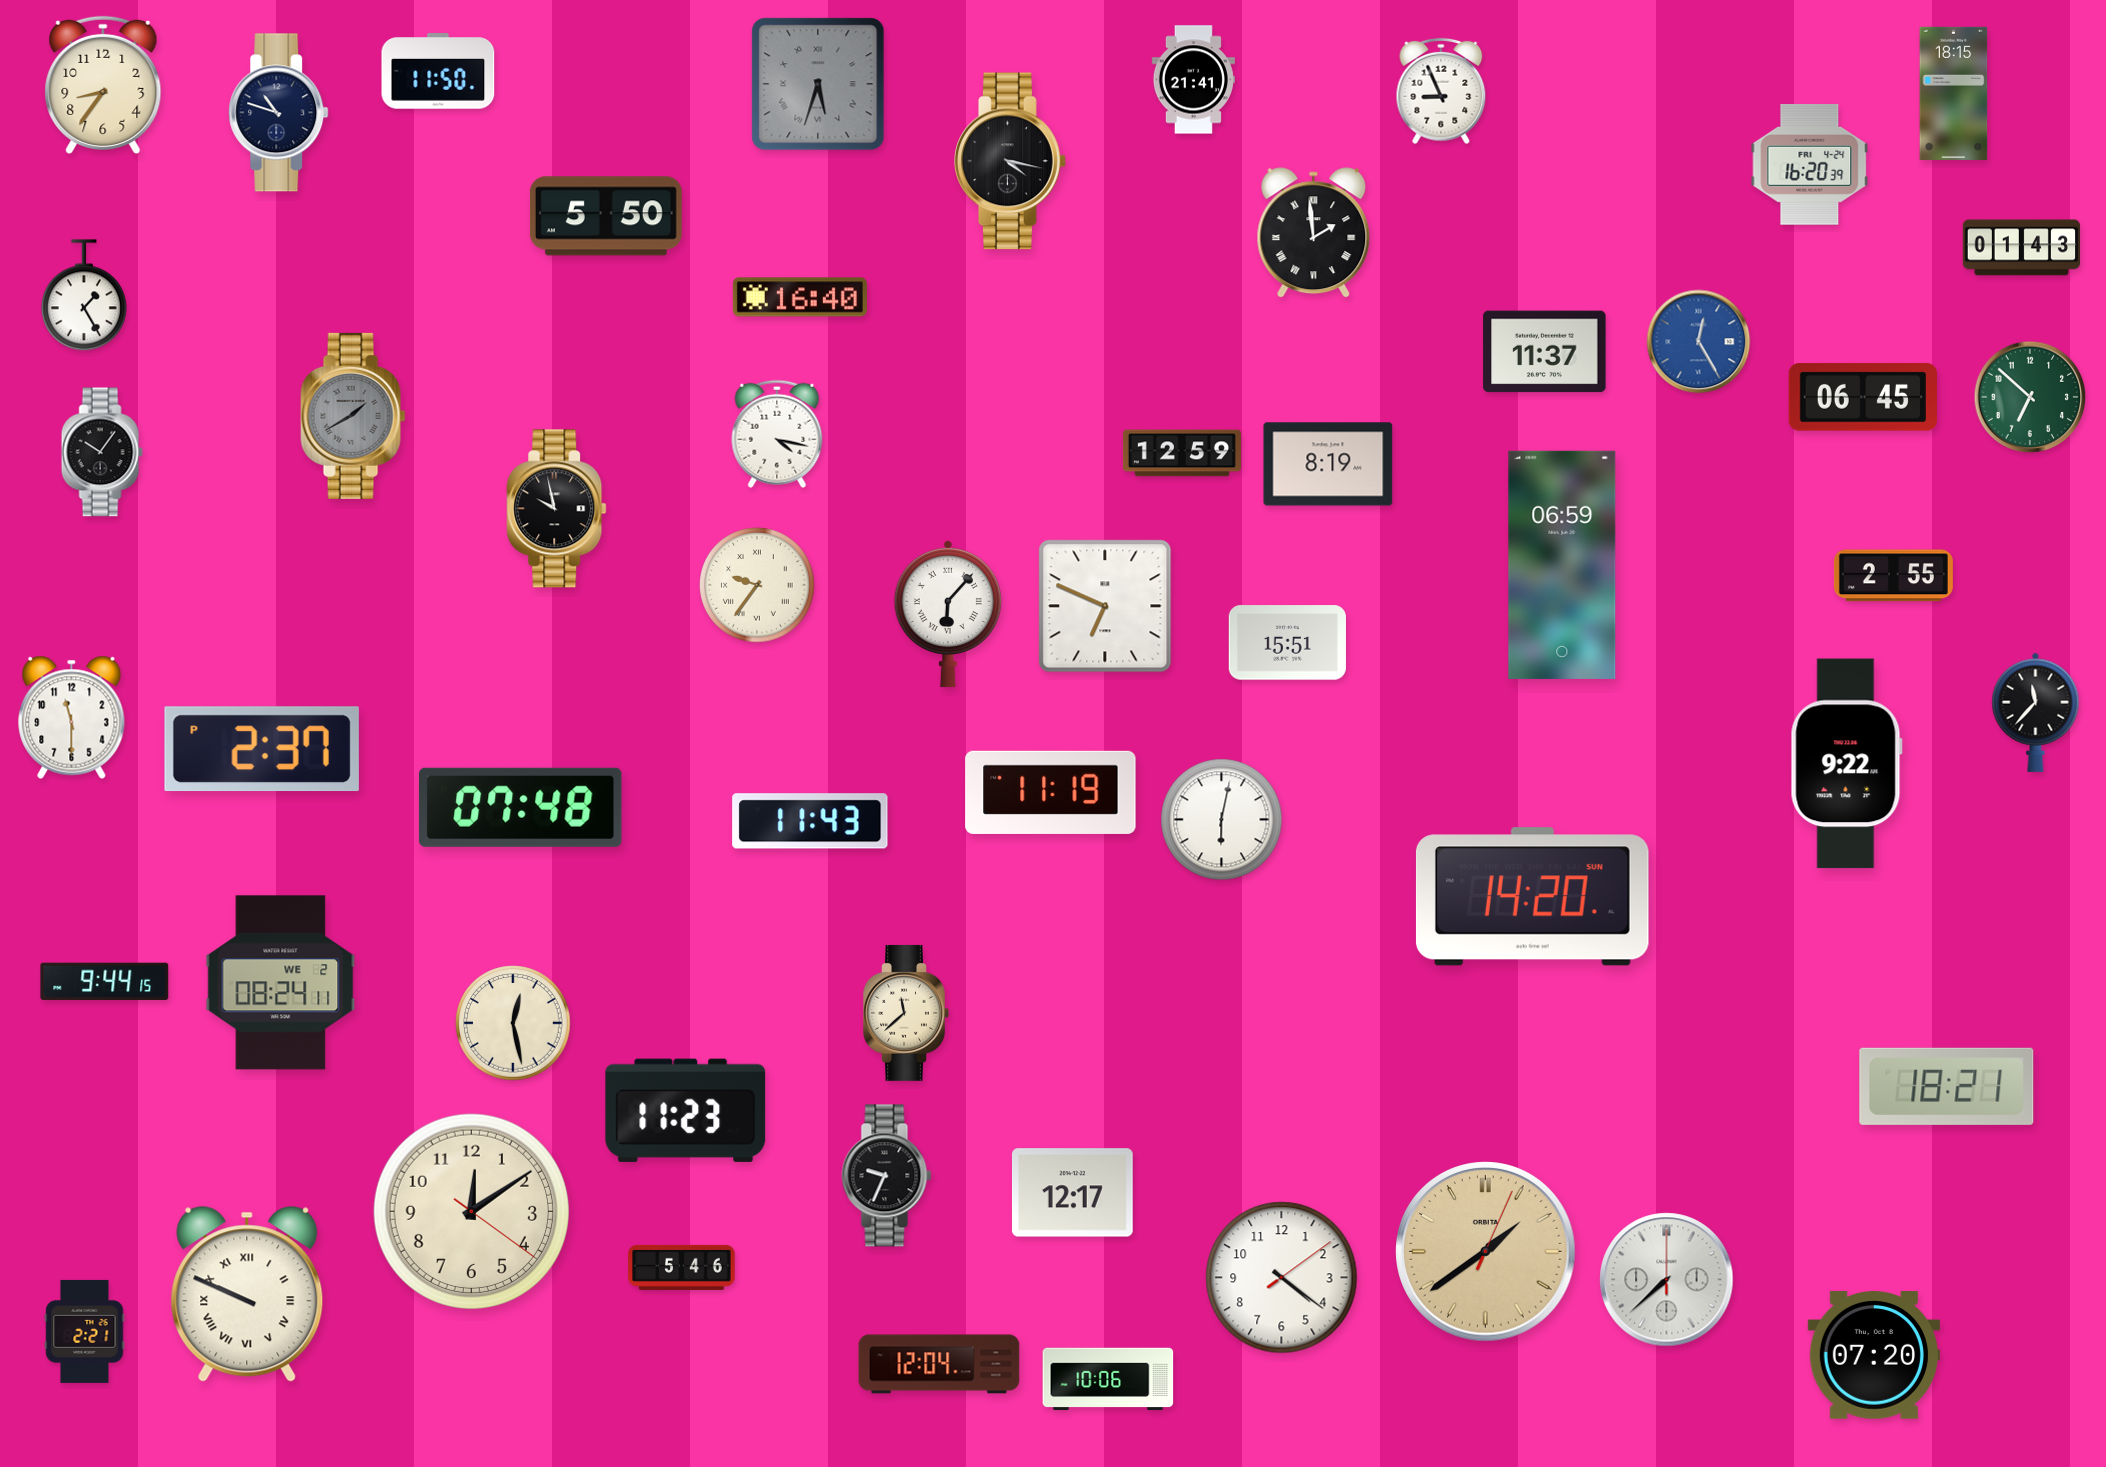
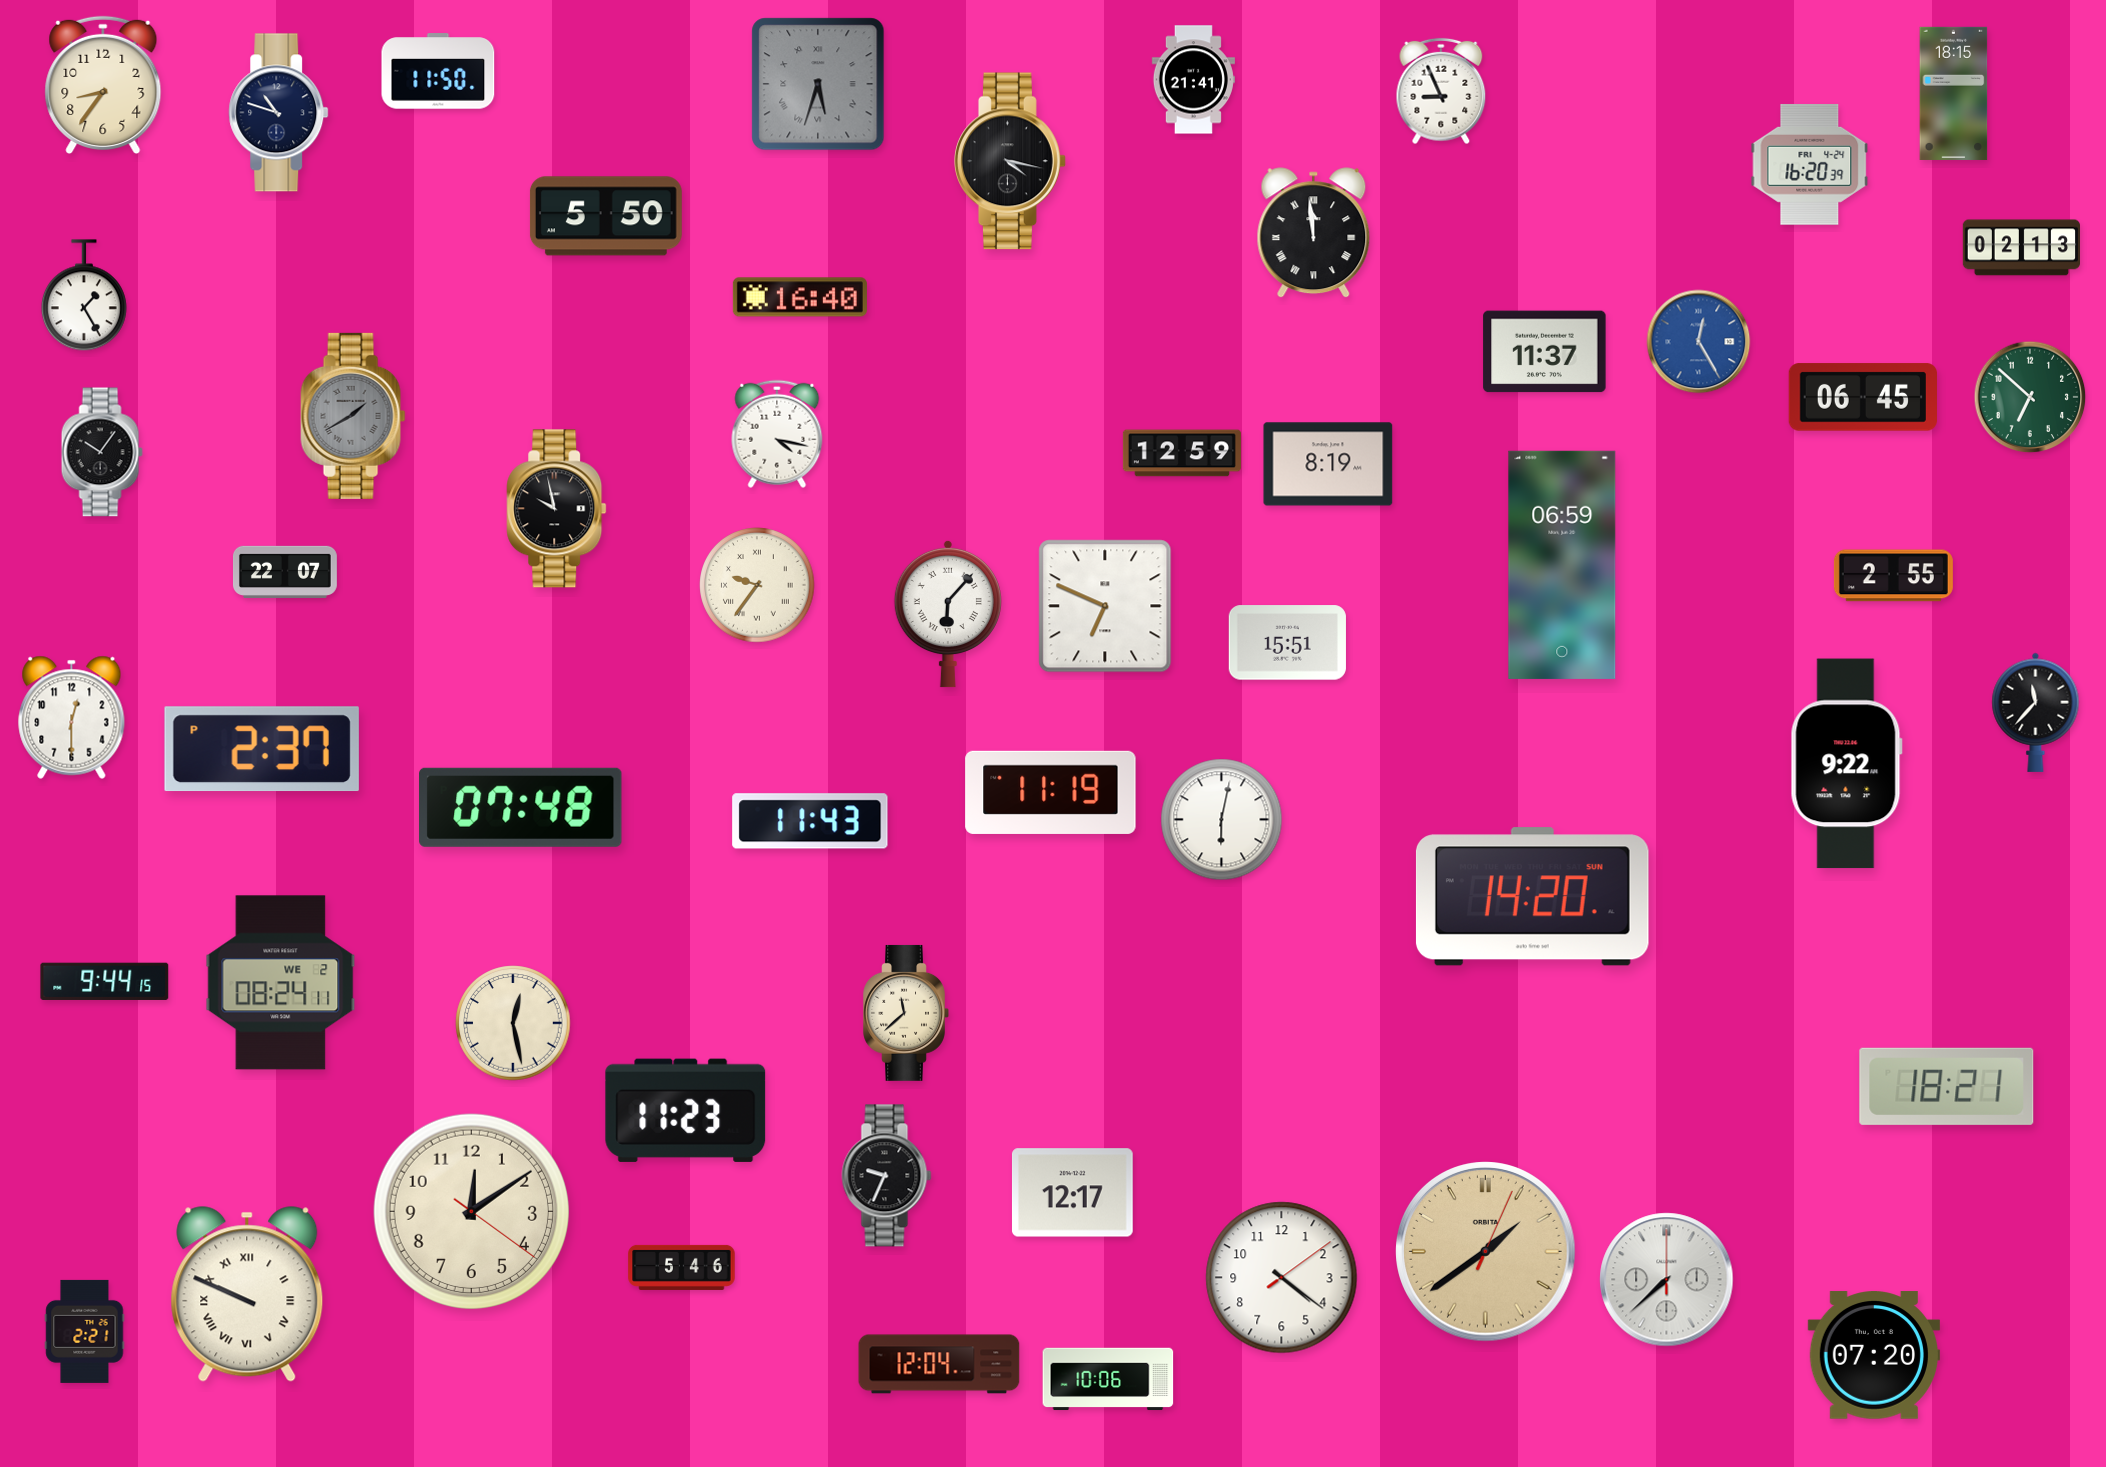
clock at (1314, 233): 1:59 -> 11:59
clock at (2021, 248): 01:43 -> 02:13
clock at (285, 572): none -> 22:07
clock at (72, 717): 11:30 -> 12:30
